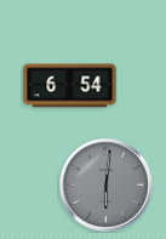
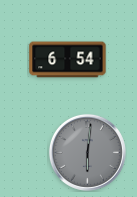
clock at (70, 86) position: (70, 86) -> (68, 60)
